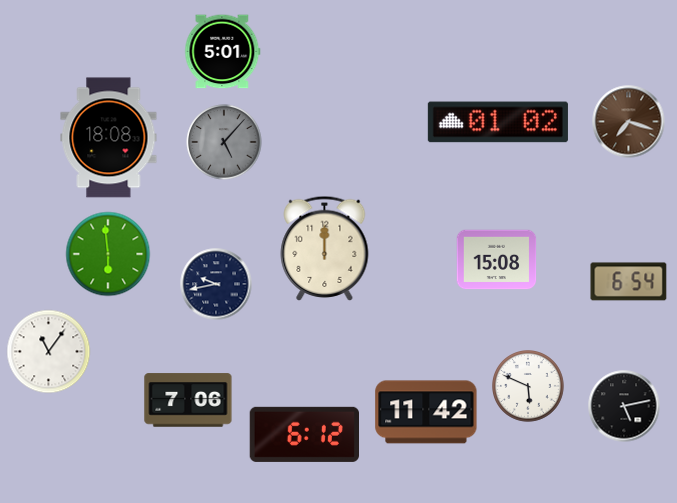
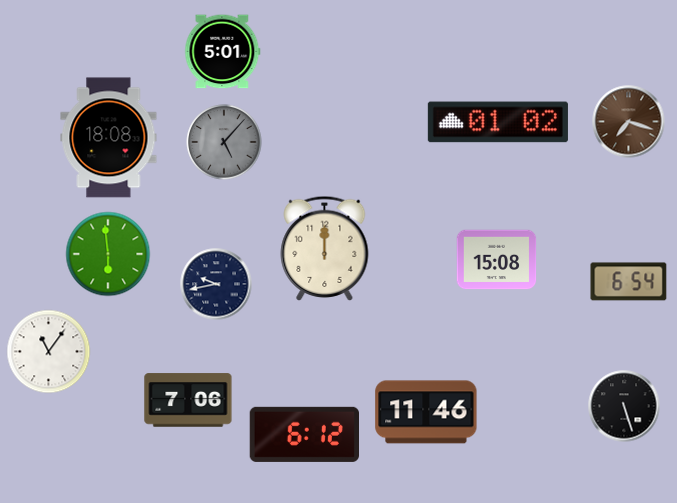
clock at (529, 387): 5:49 -> none
clock at (624, 406): 5:13 -> 5:27
clock at (426, 412): 11:42 -> 11:46
